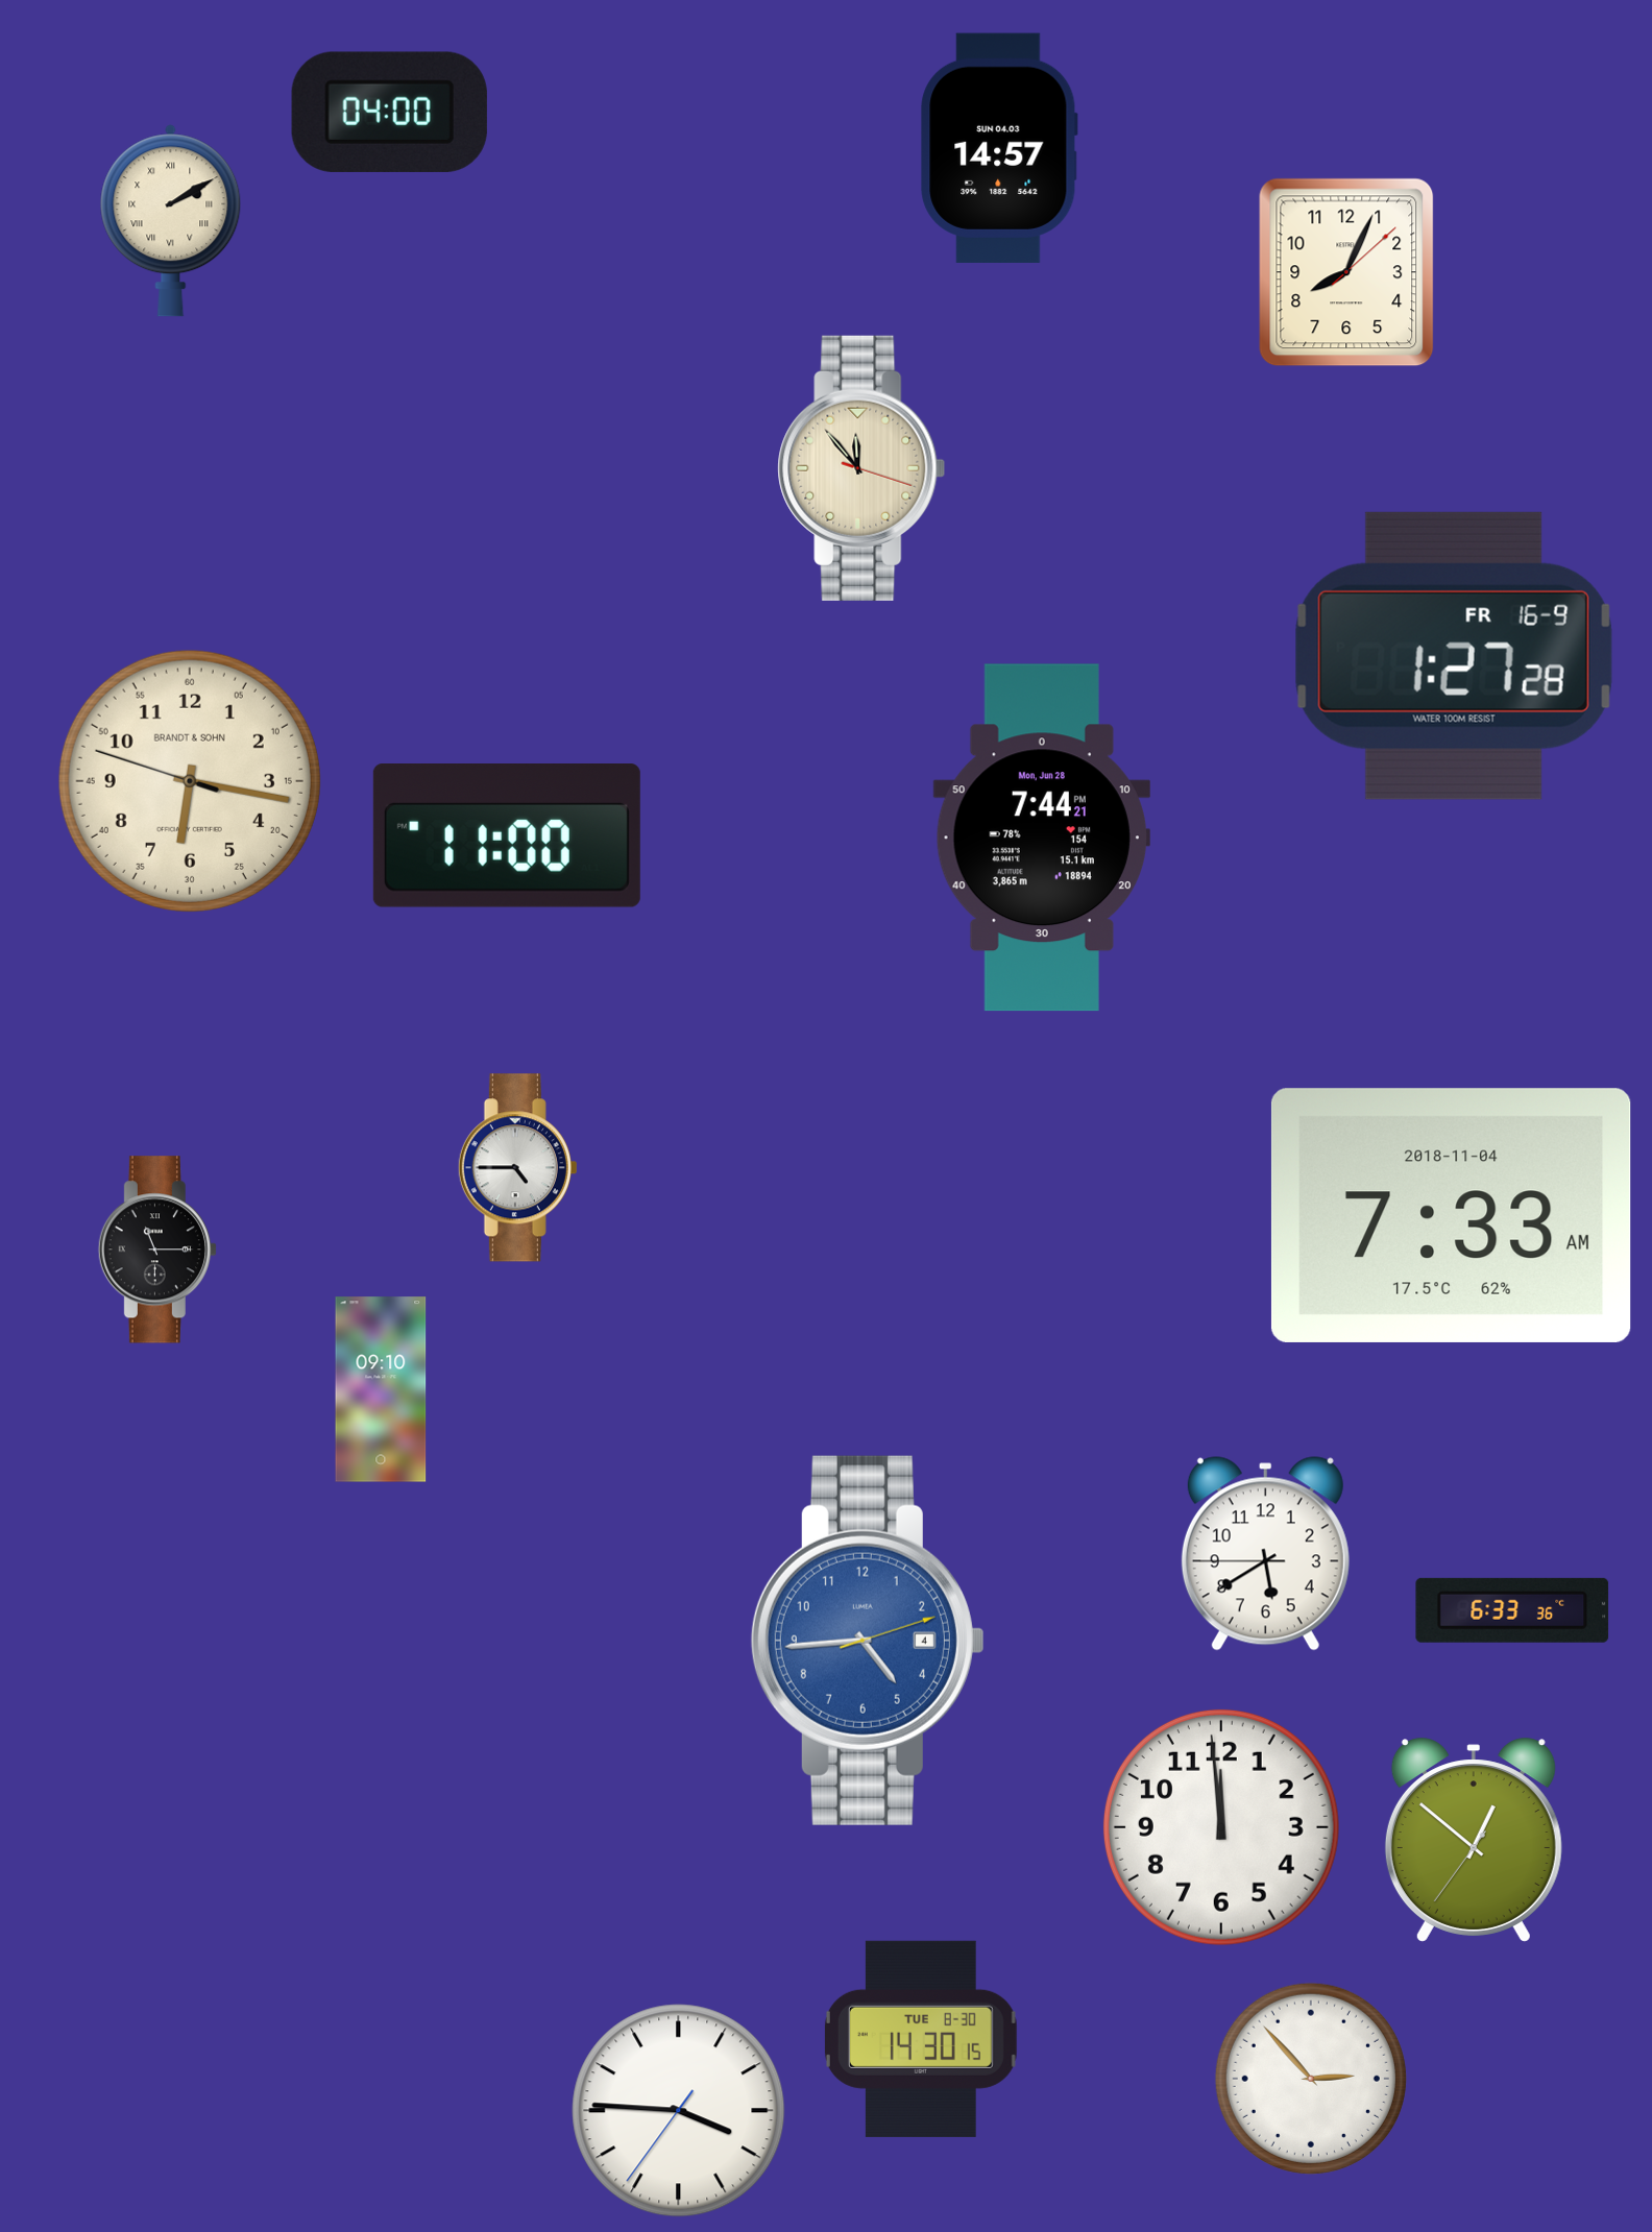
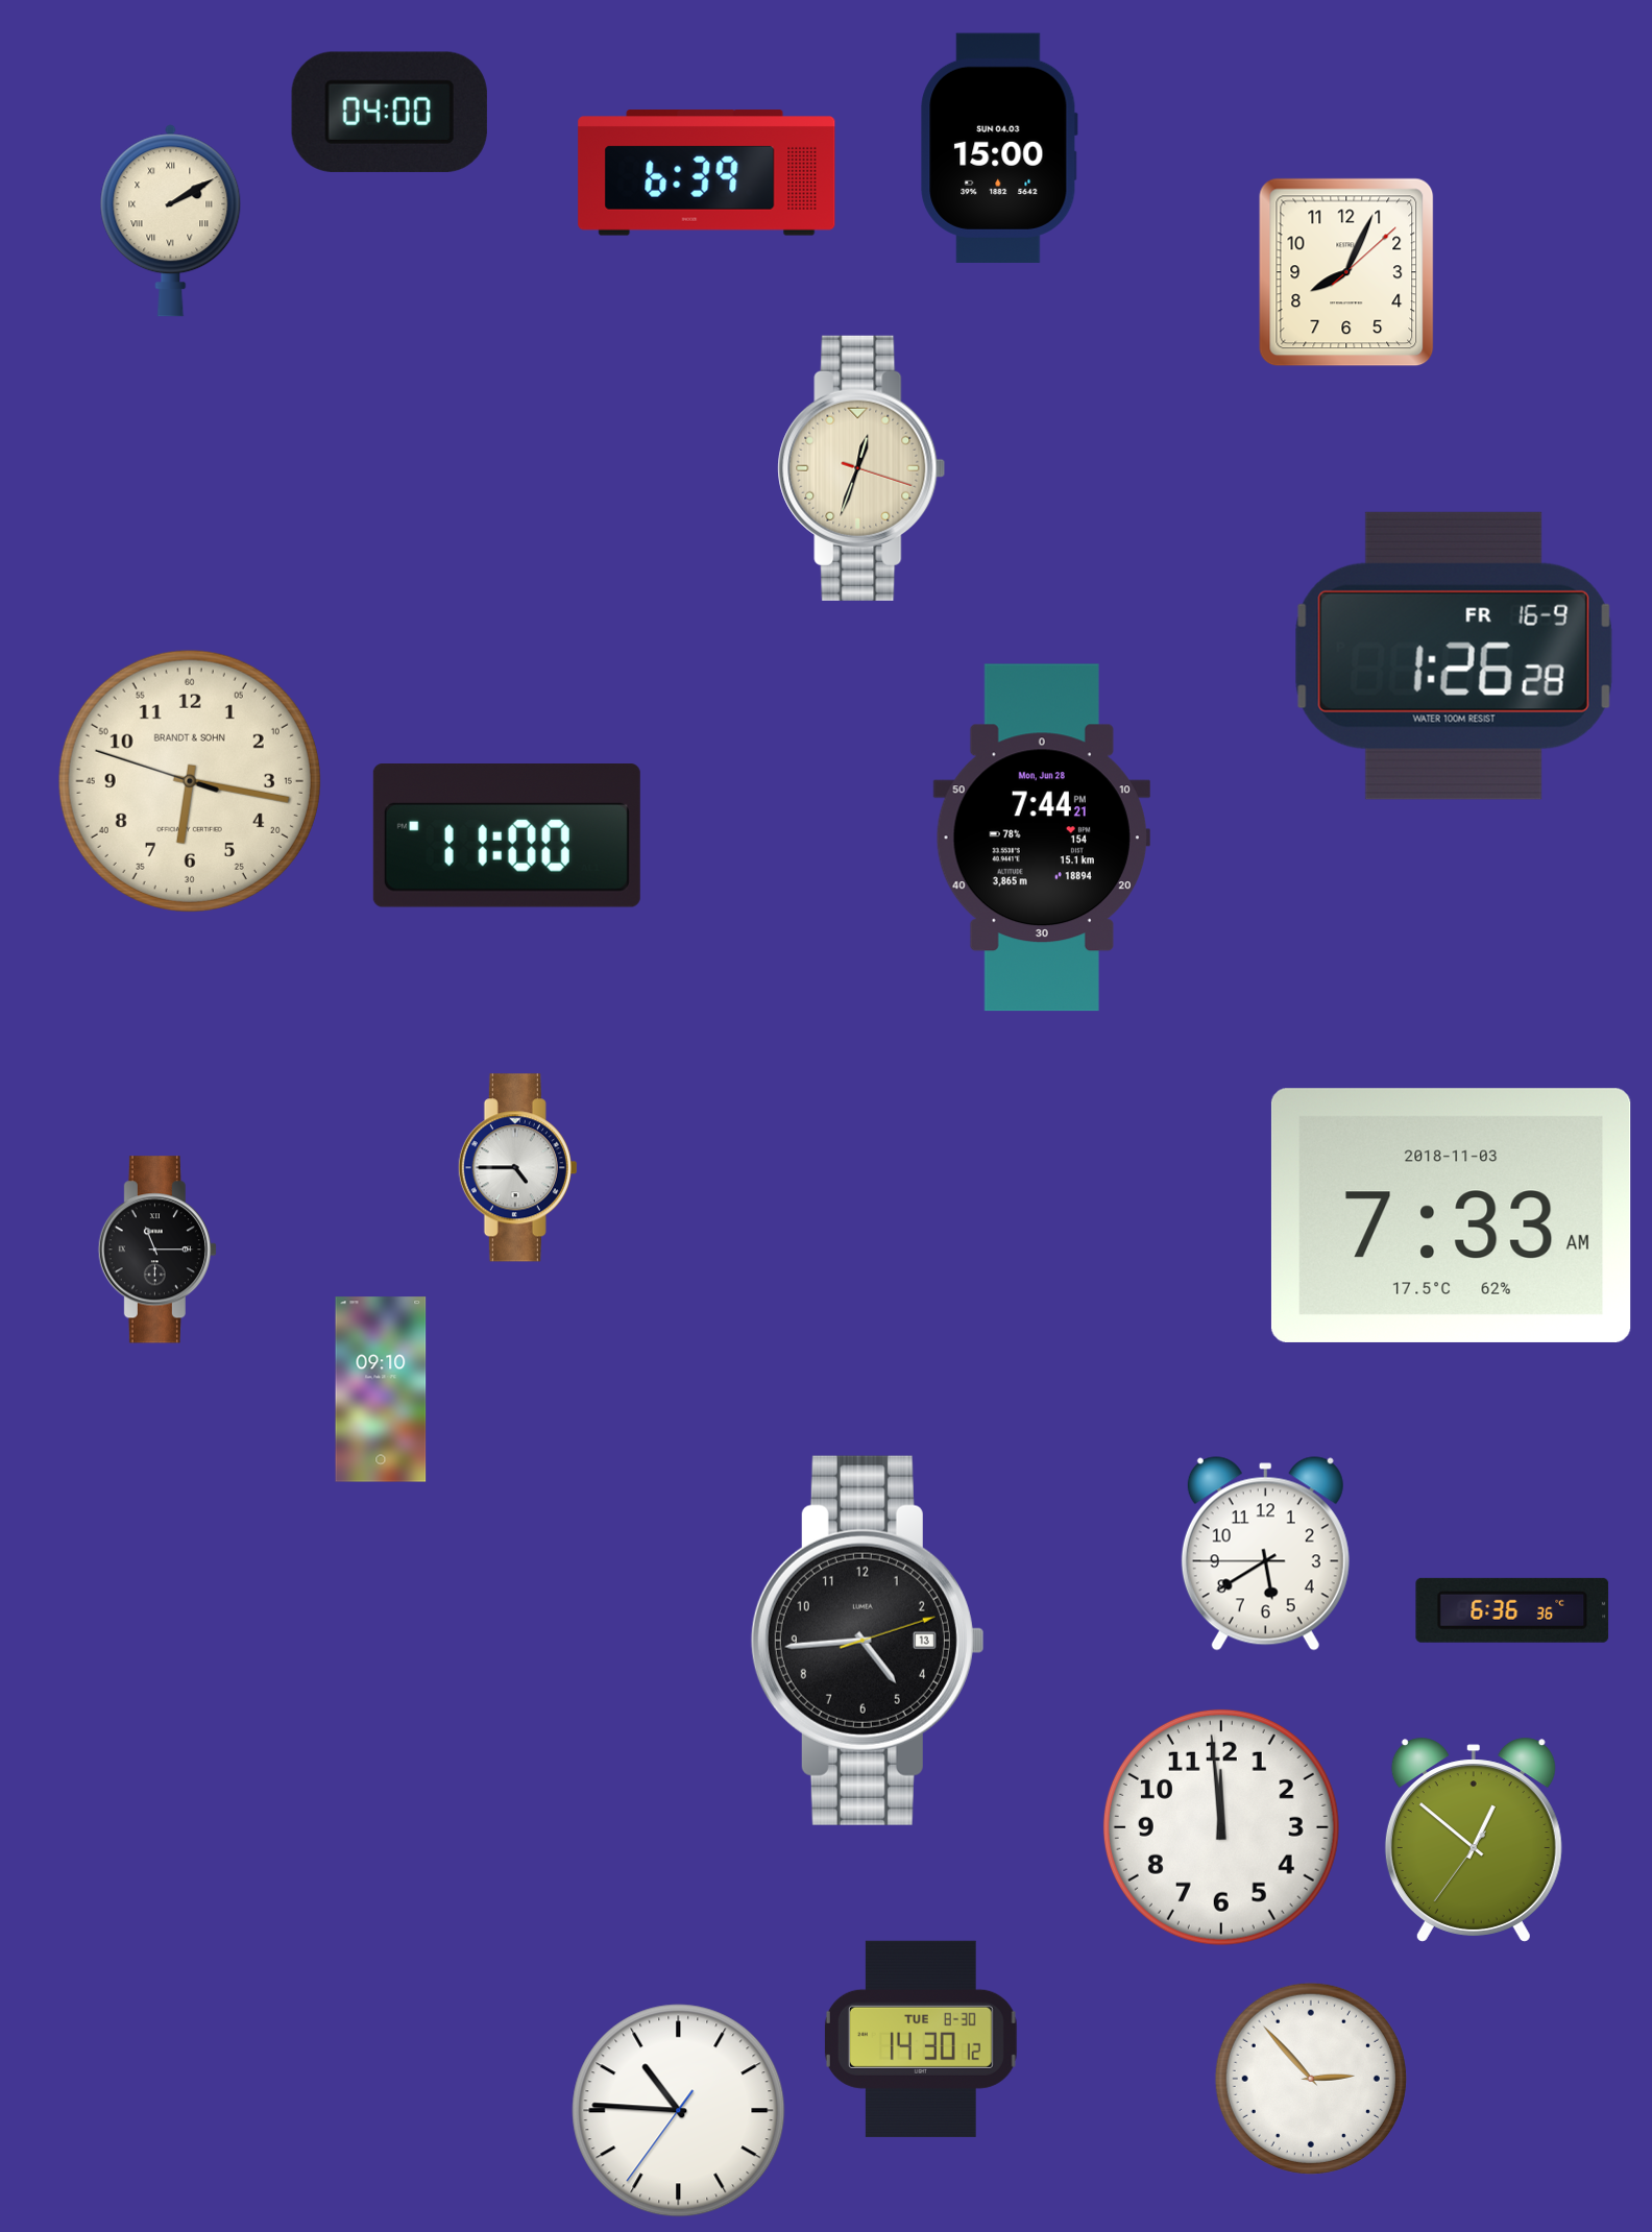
clock at (999, 148): 14:57 -> 15:00
clock at (707, 173): none -> 6:39
clock at (861, 468): 11:53 -> 12:33
clock at (1454, 656): 1:27 -> 1:26
clock at (1451, 1215) date: 2018-11-04 -> 2018-11-03
clock at (1512, 1610): 6:33 -> 6:36
clock at (868, 1641) date: 4 -> 13
clock at (868, 1641) dial: blue -> black
clock at (921, 2039): 14:30:15 -> 14:30:12
clock at (679, 2111): 3:45 -> 10:45
